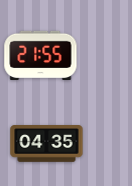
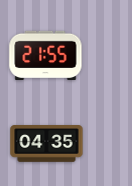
clock at (41, 55) position: (41, 55) -> (46, 55)
